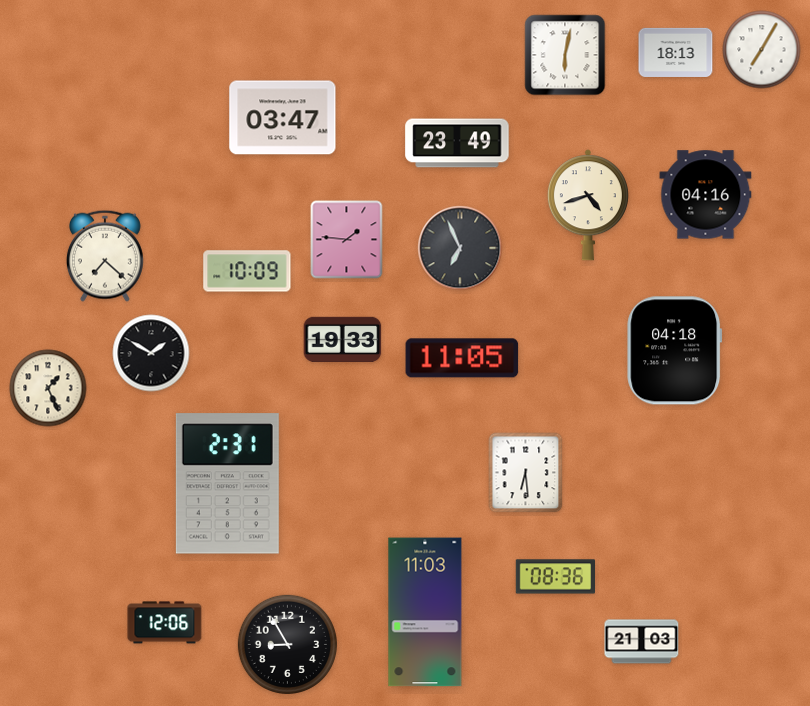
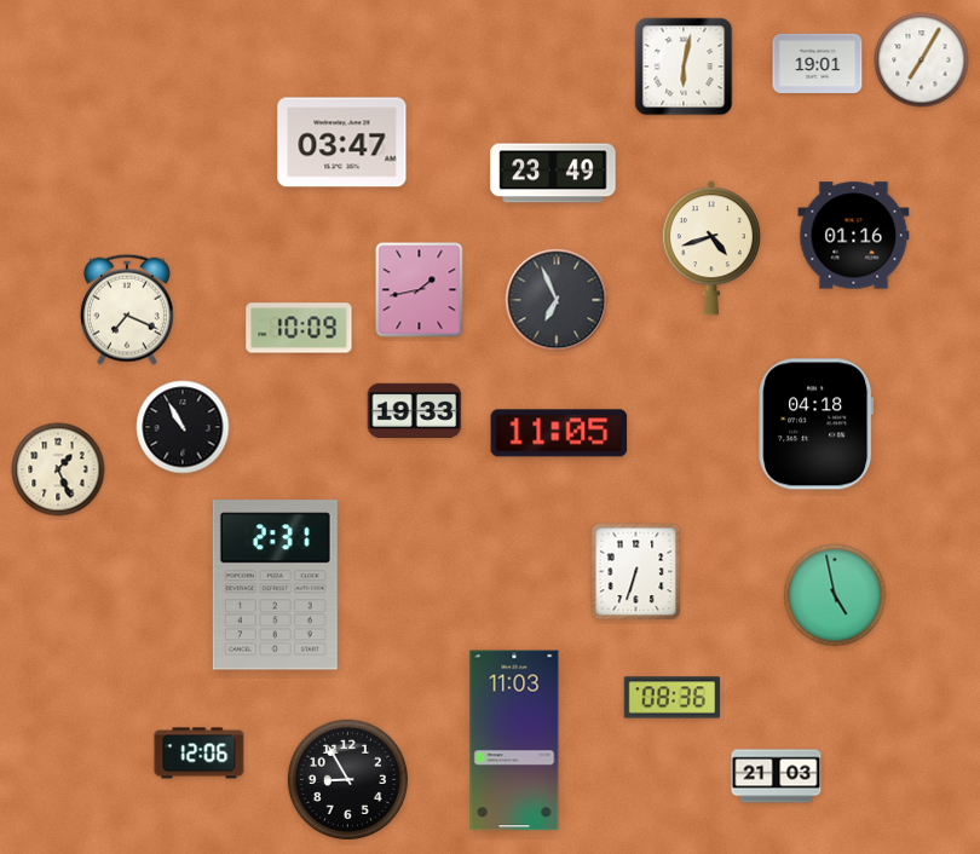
clock at (676, 52): 18:13 -> 19:01
clock at (706, 195): 04:16 -> 01:16
clock at (347, 240): 1:46 -> 1:43
clock at (105, 256): 7:22 -> 7:19
clock at (151, 353): 1:50 -> 10:55
clock at (526, 473): 6:29 -> 6:33
clock at (835, 595): none -> 4:58
